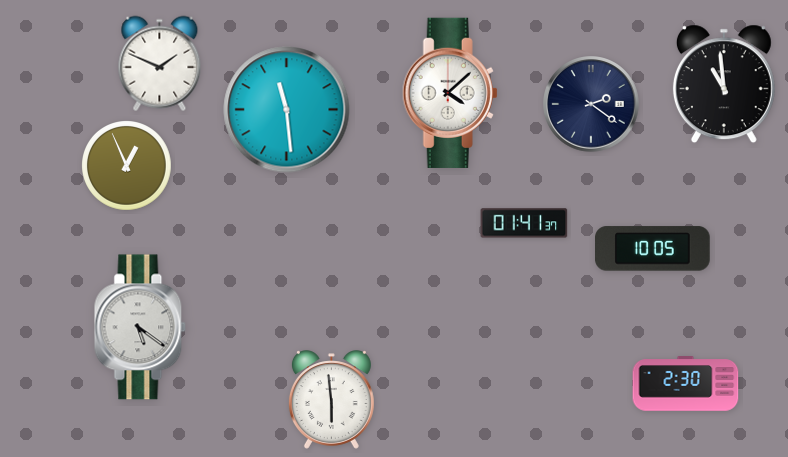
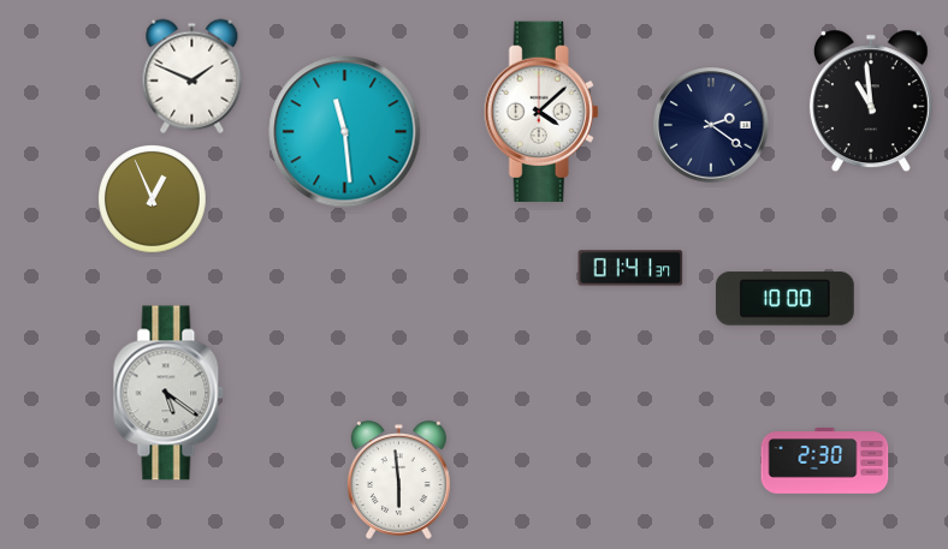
clock at (653, 249): 10:05 -> 10:00
